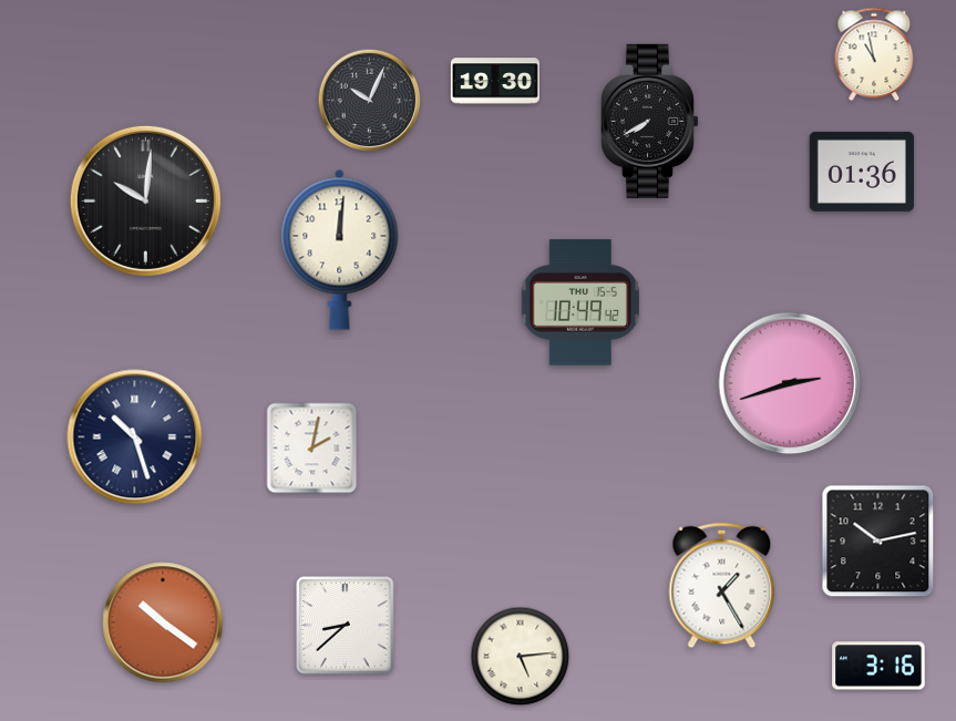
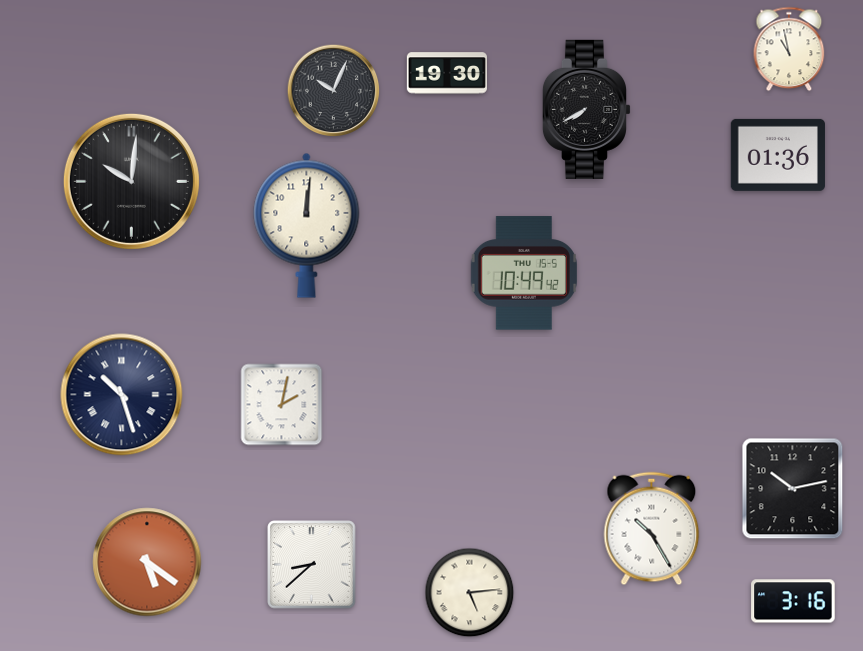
clock at (790, 383): 2:42 -> none
clock at (722, 586): 1:25 -> 10:25
clock at (163, 622): 10:21 -> 5:21
